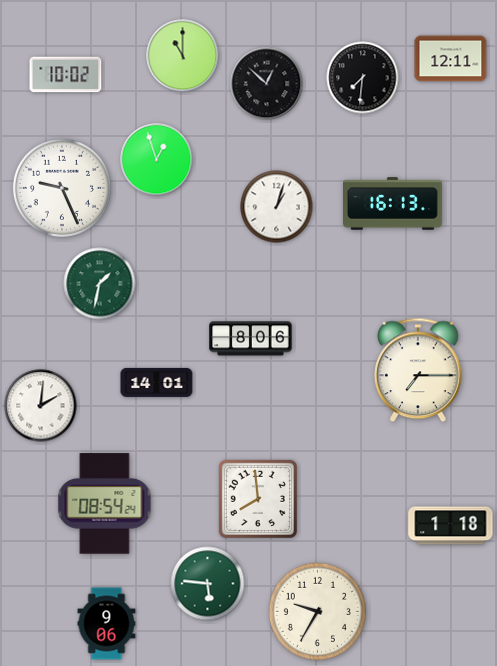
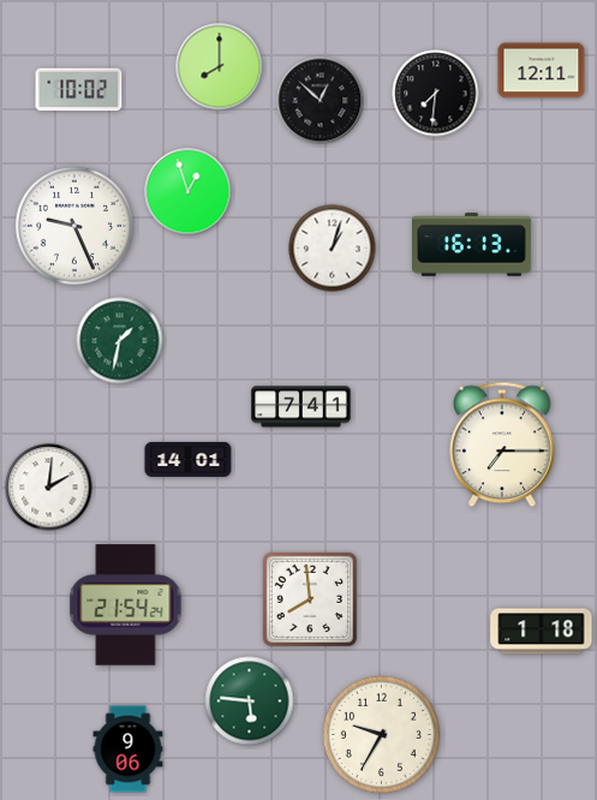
clock at (183, 56): 11:00 -> 8:00
clock at (251, 339): 8:06 -> 7:41
clock at (105, 504): 08:54 -> 21:54
